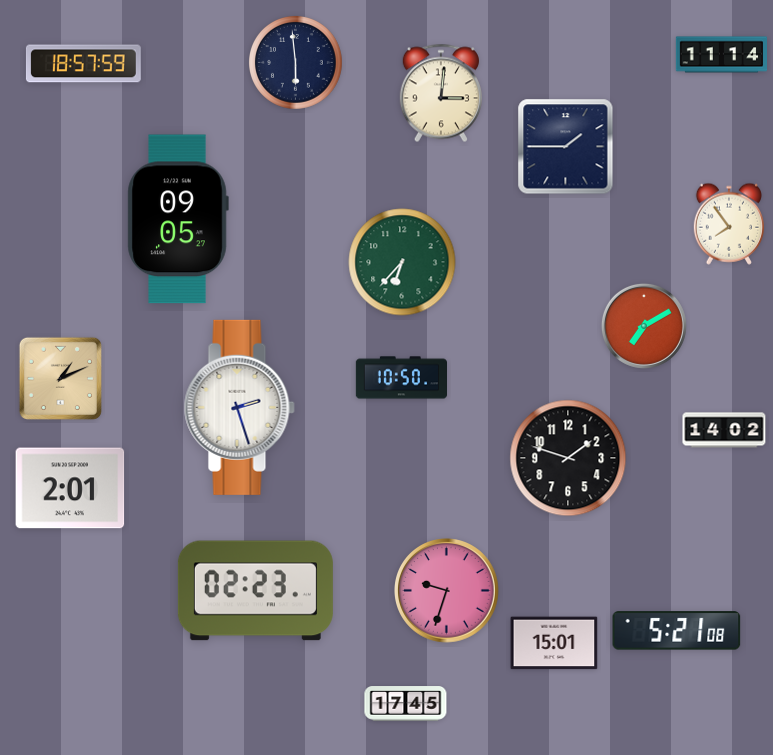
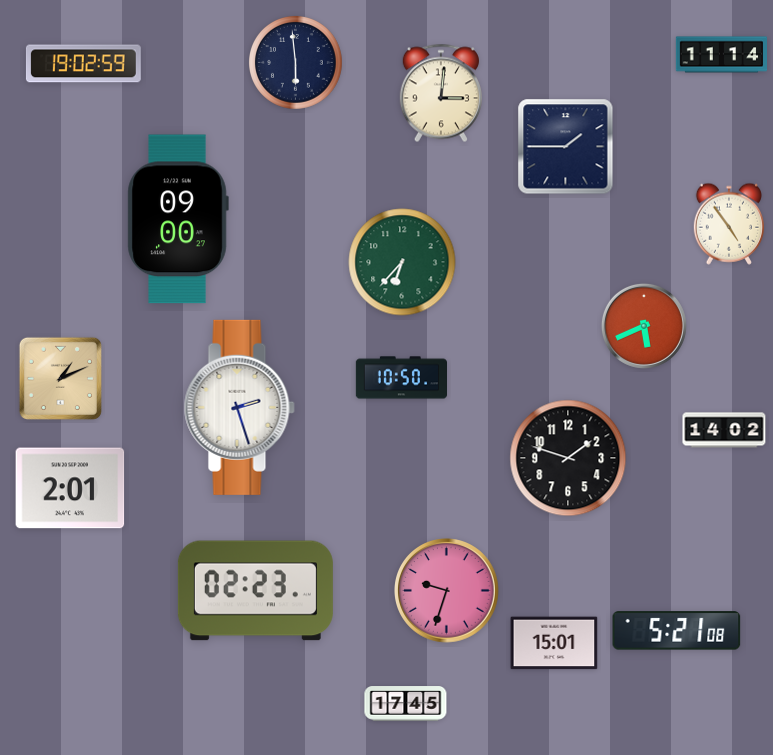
clock at (83, 64): 18:57 -> 19:02
clock at (178, 219): 09:05 -> 09:00
clock at (729, 224): 7:54 -> 4:54
clock at (644, 326): 7:10 -> 5:41
